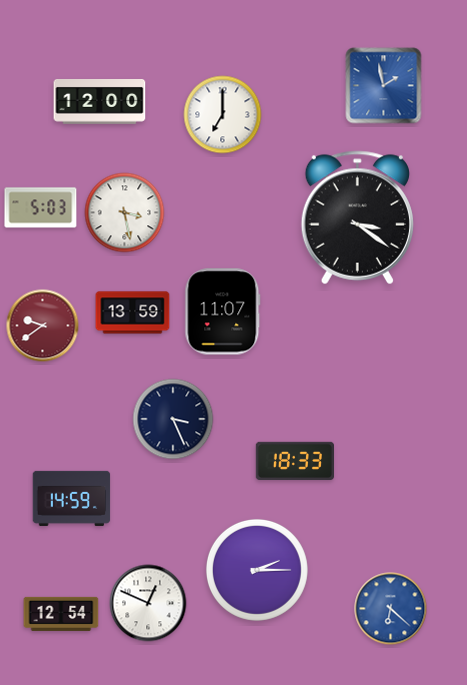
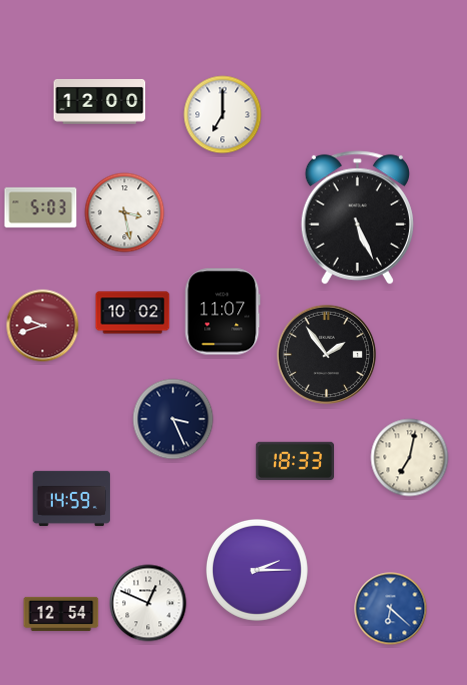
clock at (384, 86): 1:58 -> none
clock at (357, 218): 3:21 -> 5:26
clock at (133, 313): 13:59 -> 10:02
clock at (43, 326): 9:39 -> 9:42
clock at (326, 354): none -> 1:54
clock at (410, 458): none -> 7:02
